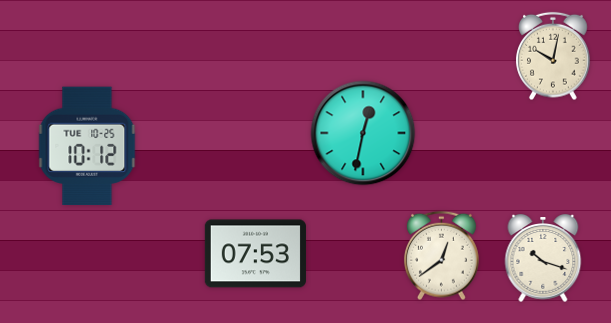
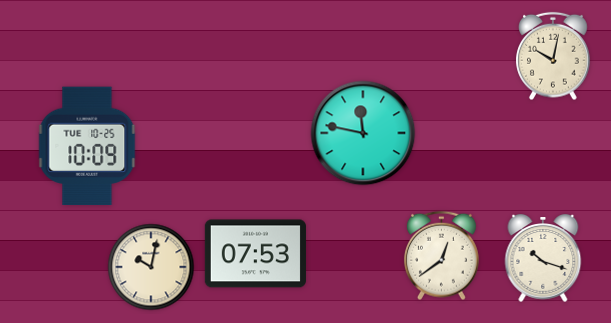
clock at (363, 133): 12:32 -> 11:47
clock at (87, 145): 10:12 -> 10:09
clock at (151, 267): none -> 10:02
